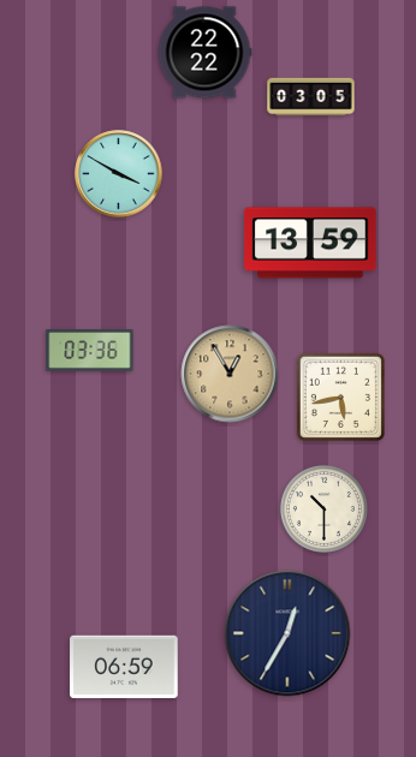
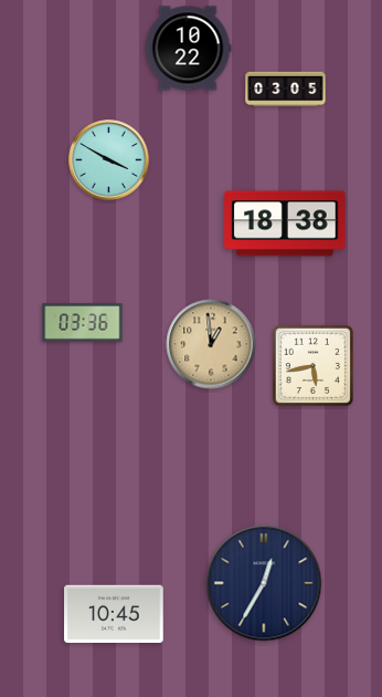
clock at (204, 53): 22:22 -> 10:22
clock at (310, 243): 13:59 -> 18:38
clock at (230, 374): 12:55 -> 12:59
clock at (323, 508): 10:30 -> none
clock at (124, 667): 06:59 -> 10:45
